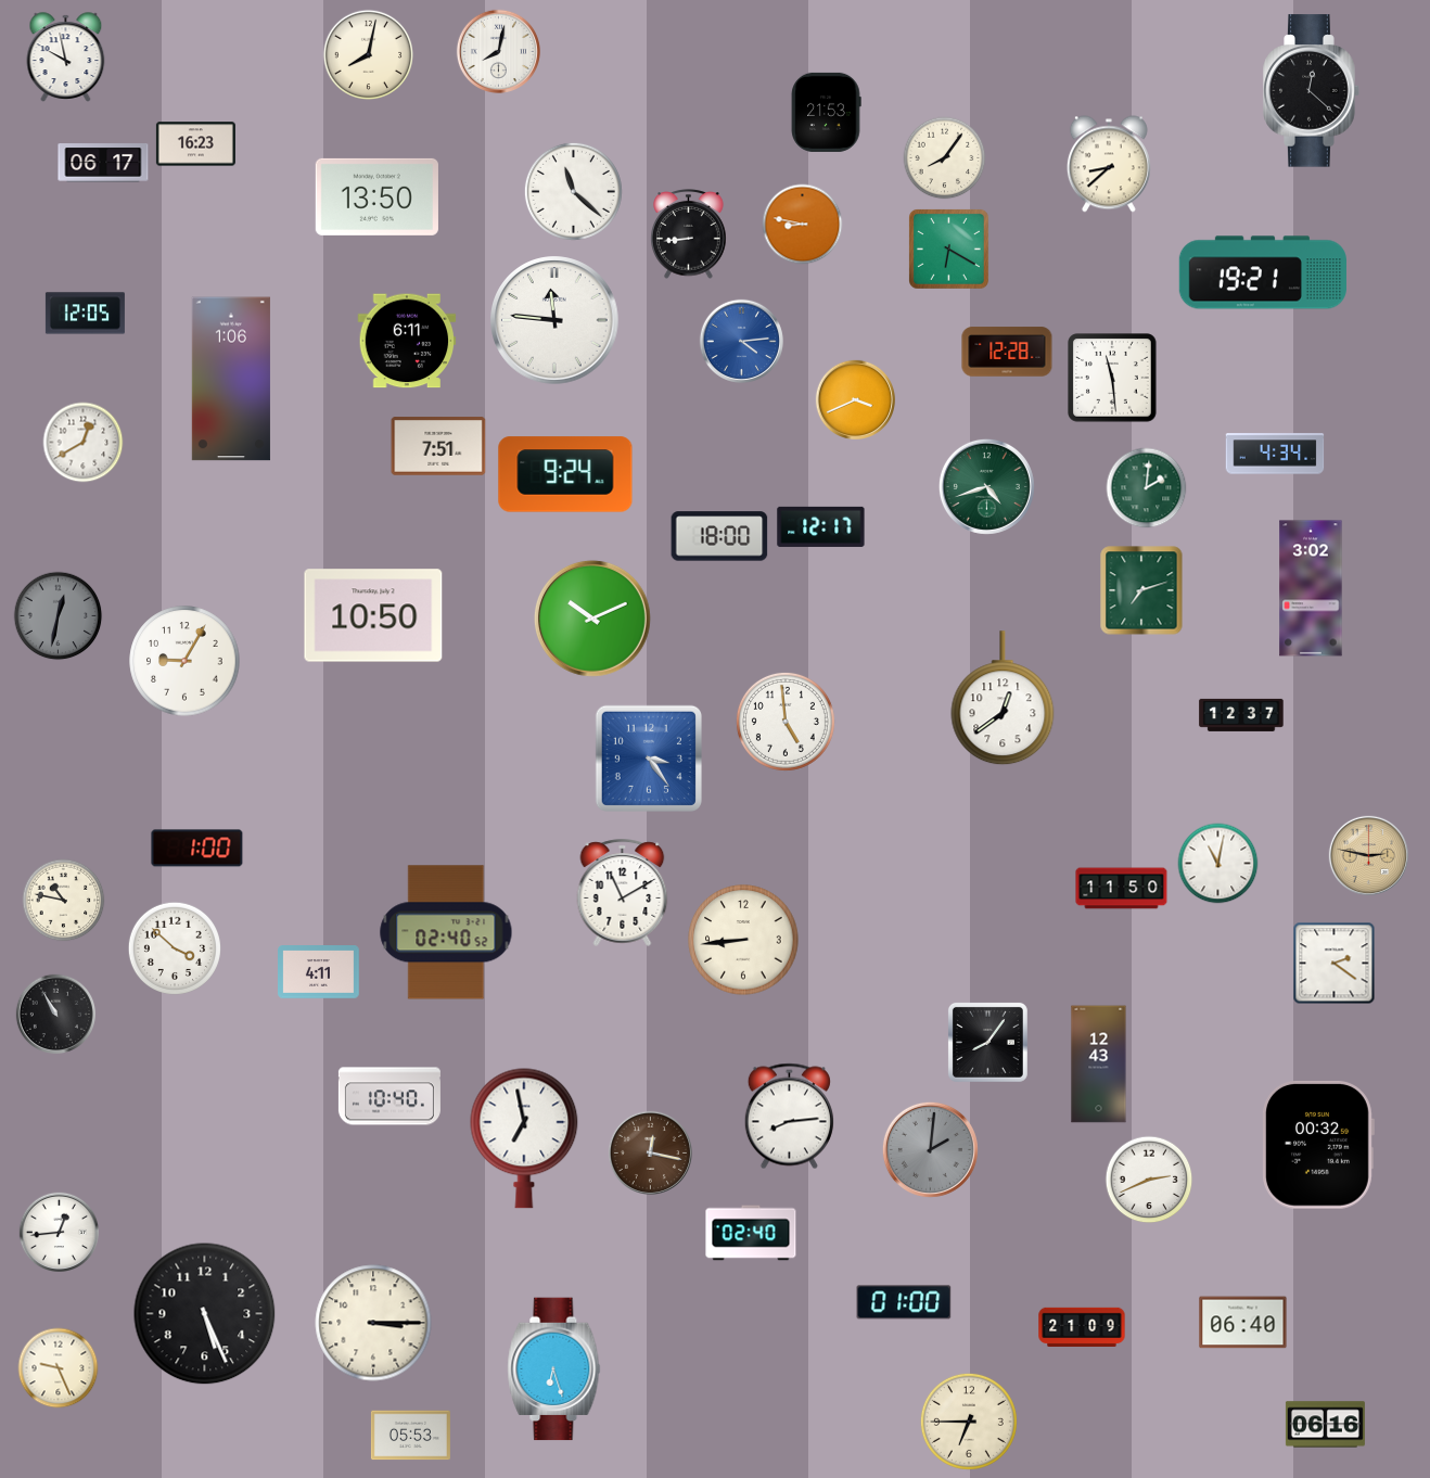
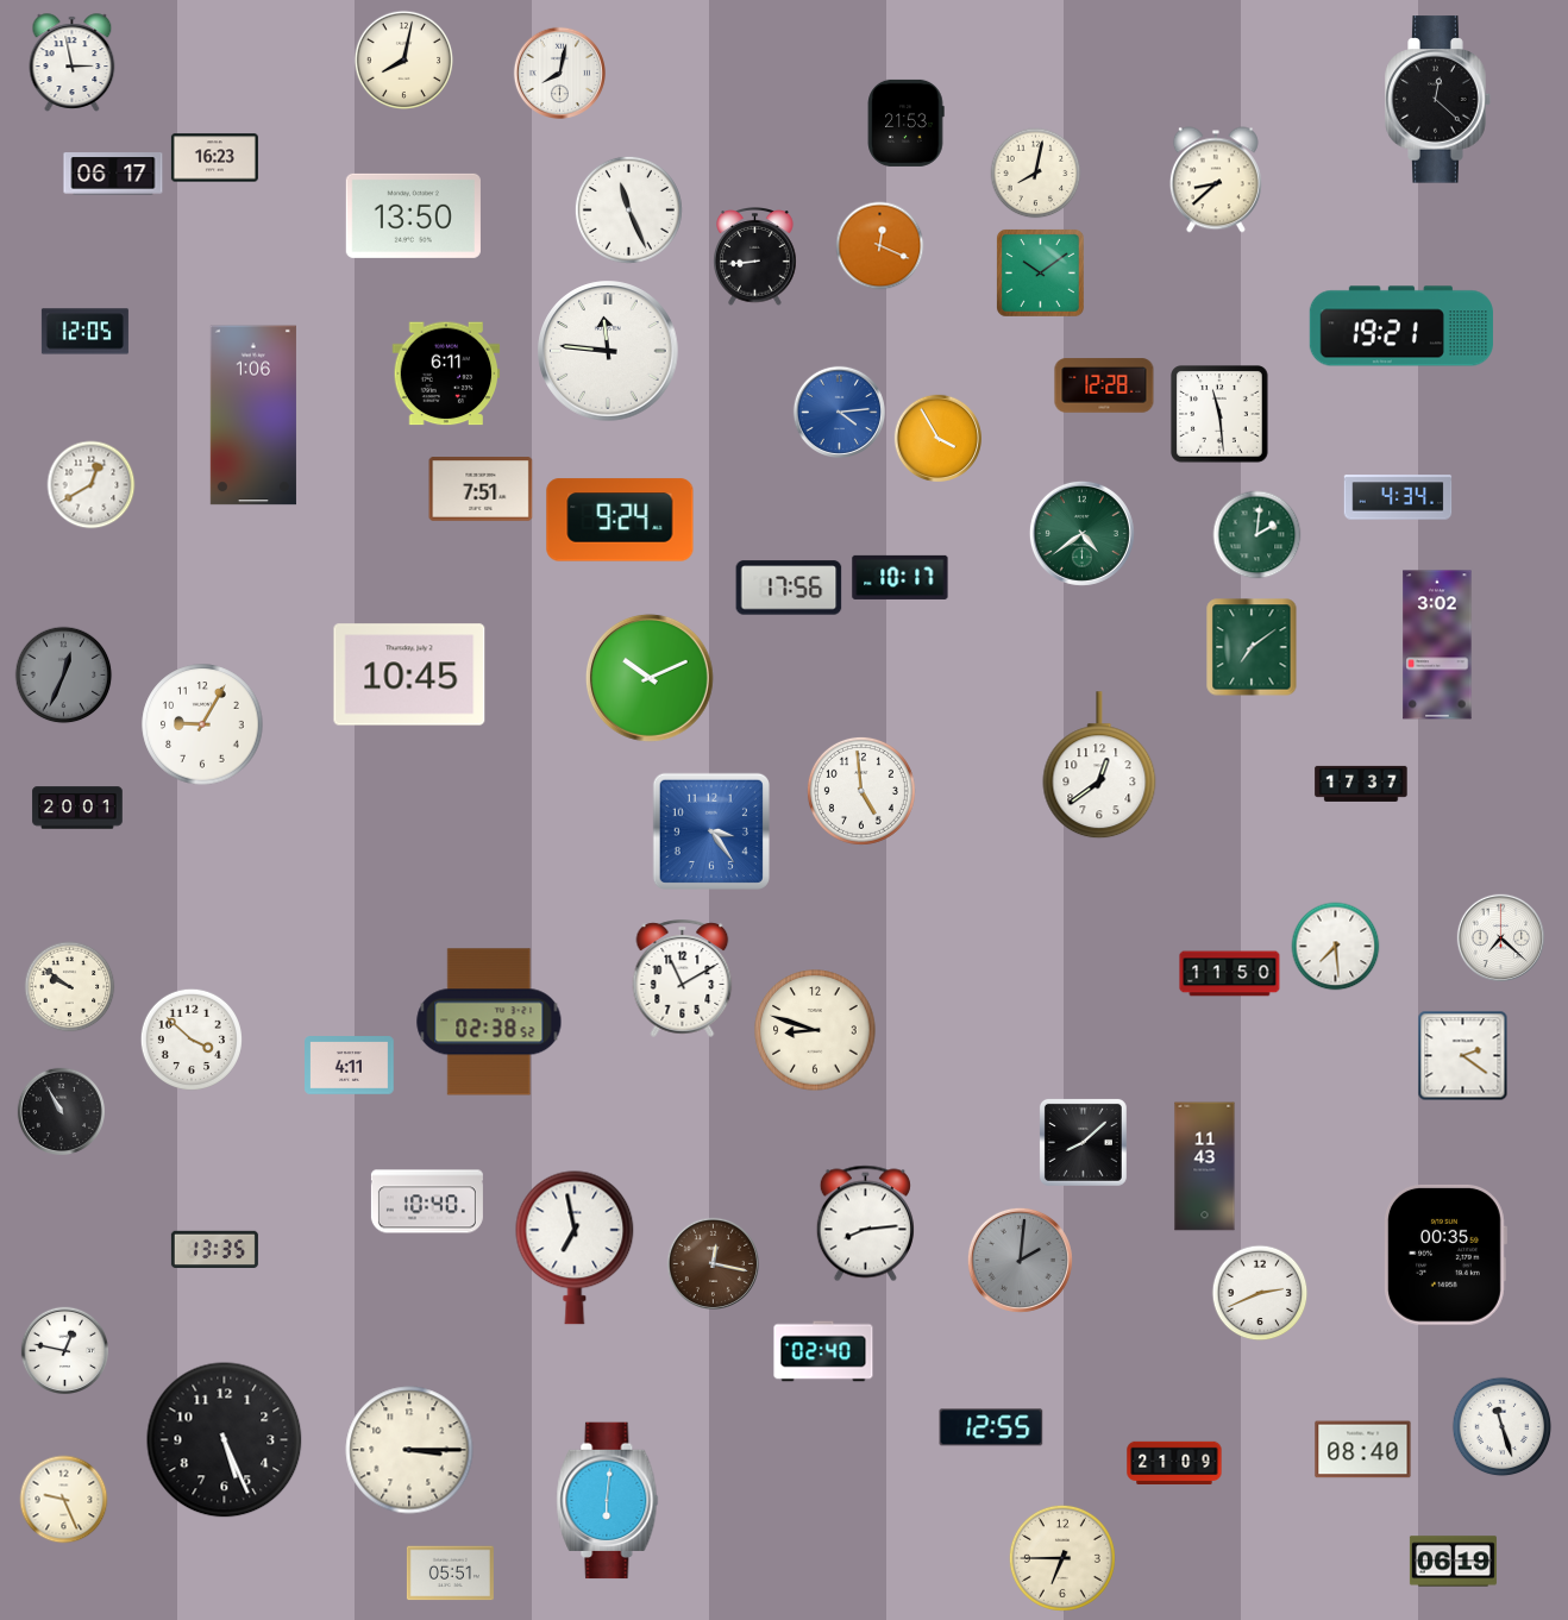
clock at (498, 51) position: (498, 51) -> (559, 73)
clock at (66, 58): 9:58 -> 2:58
clock at (945, 158): 8:06 -> 8:02
clock at (103, 163) position: (103, 163) -> (113, 174)
clock at (573, 191): 11:22 -> 11:26
clock at (803, 225): 8:47 -> 12:19
clock at (948, 249): 6:20 -> 10:09
clock at (1263, 272) position: (1263, 272) -> (1401, 326)
clock at (85, 314) position: (85, 314) -> (84, 332)
clock at (741, 341) position: (741, 341) -> (839, 412)
clock at (855, 399): 3:41 -> 3:55
clock at (986, 486): 4:42 -> 4:39
clock at (821, 526): 12:17 -> 10:17
clock at (719, 536): 18:00 -> 17:56
clock at (1141, 590): 7:12 -> 7:09
clock at (373, 615): 10:50 -> 10:45
clock at (59, 616): 12:32 -> 12:34
clock at (1241, 715): 12:37 -> 17:37
clock at (77, 808): none -> 20:01
clock at (197, 849): 1:00 -> none
clock at (1368, 855): 2:47 -> 7:22
clock at (1368, 855) dial: champagne -> white
clock at (1218, 864): 11:02 -> 7:29
clock at (64, 901): 10:47 -> 9:51
clock at (446, 932): 02:40 -> 02:38
clock at (743, 940): 8:44 -> 8:48
clock at (987, 1042): 8:06 -> 8:08
clock at (1099, 1065): 12:43 -> 11:43
clock at (214, 1250): none -> 13:35
clock at (1318, 1145): 00:32 -> 00:35
clock at (59, 1232): 12:44 -> 12:47
clock at (904, 1302): 01:00 -> 12:55
clock at (1503, 1427): none -> 11:27
clock at (1243, 1323): 06:40 -> 08:40
clock at (1082, 1326) position: (1082, 1326) -> (1174, 1462)
clock at (554, 1369): 6:27 -> 6:01
clock at (1325, 1425): 06:16 -> 06:19
clock at (410, 1436): 05:53 -> 05:51
